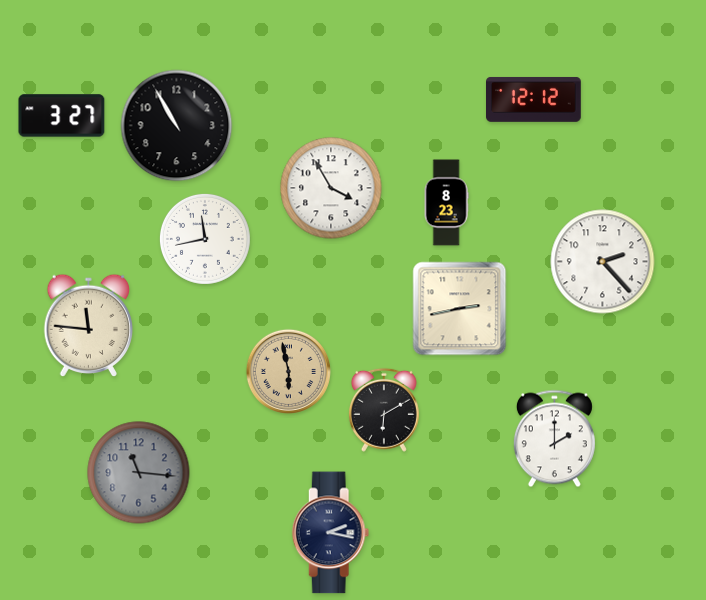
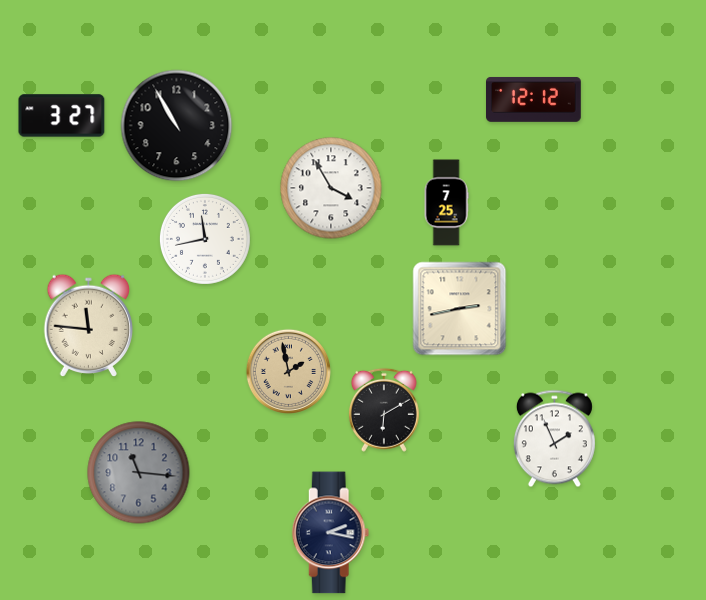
clock at (446, 203): 8:23 -> 7:25
clock at (603, 262): 2:23 -> none
clock at (288, 371): 5:58 -> 1:58
clock at (554, 439): 2:00 -> 1:56
